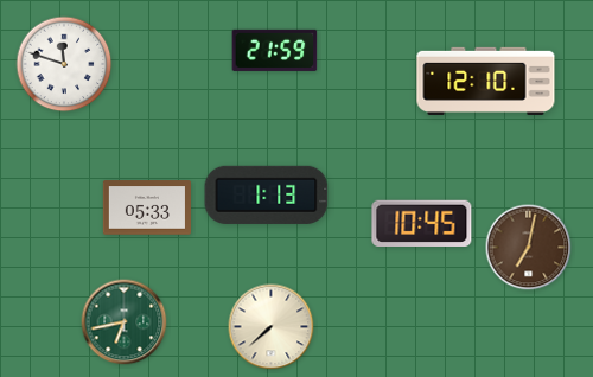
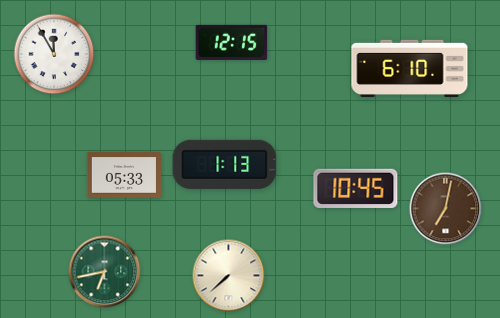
clock at (275, 50): 21:59 -> 12:15
clock at (64, 64): 11:48 -> 11:55
clock at (486, 81): 12:10 -> 6:10
